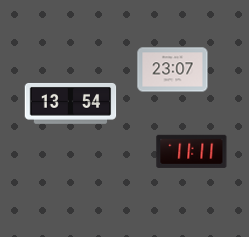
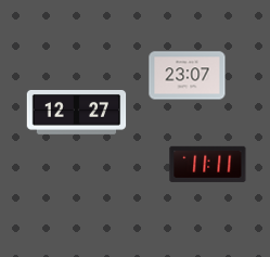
clock at (71, 103): 13:54 -> 12:27
